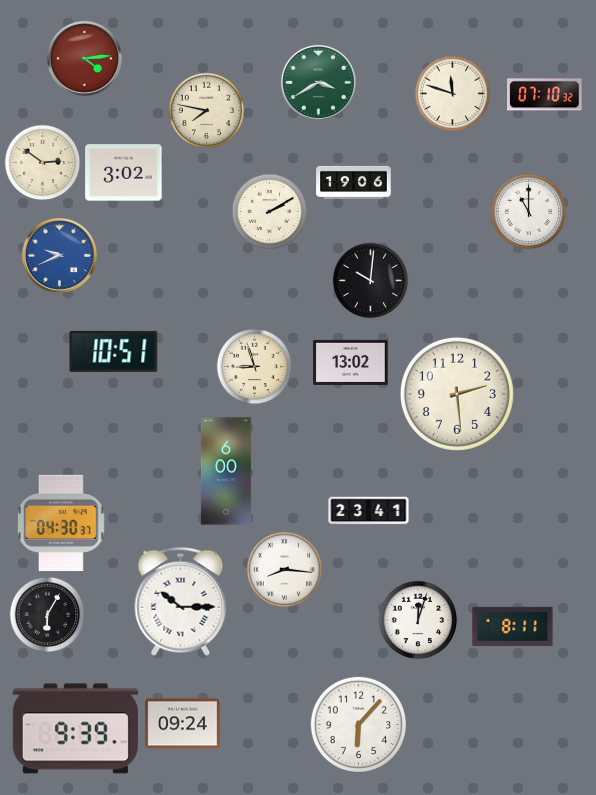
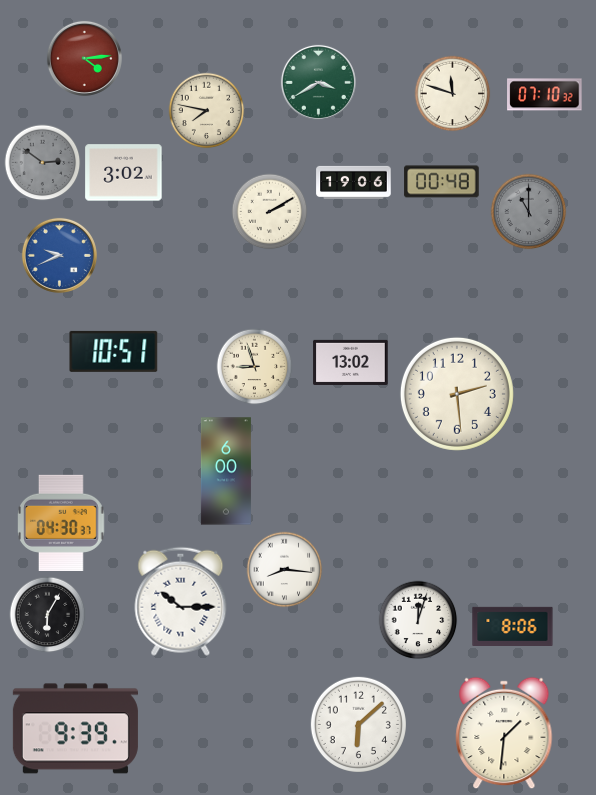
clock at (43, 163) dial: cream -> grey
clock at (442, 182): none -> 00:48
clock at (529, 212) dial: white -> grey
clock at (371, 281): 10:01 -> none
clock at (369, 511): 23:41 -> none
clock at (513, 626): 8:11 -> 8:06
clock at (183, 724): 09:24 -> none
clock at (358, 724): 6:07 -> 6:08
clock at (504, 733): none -> 1:31
